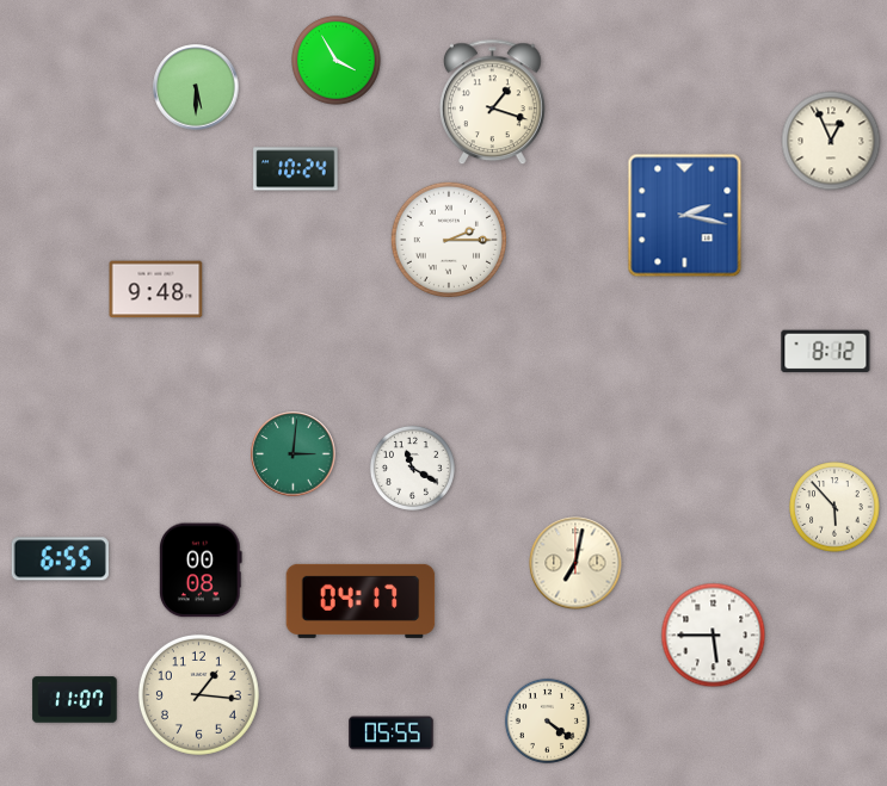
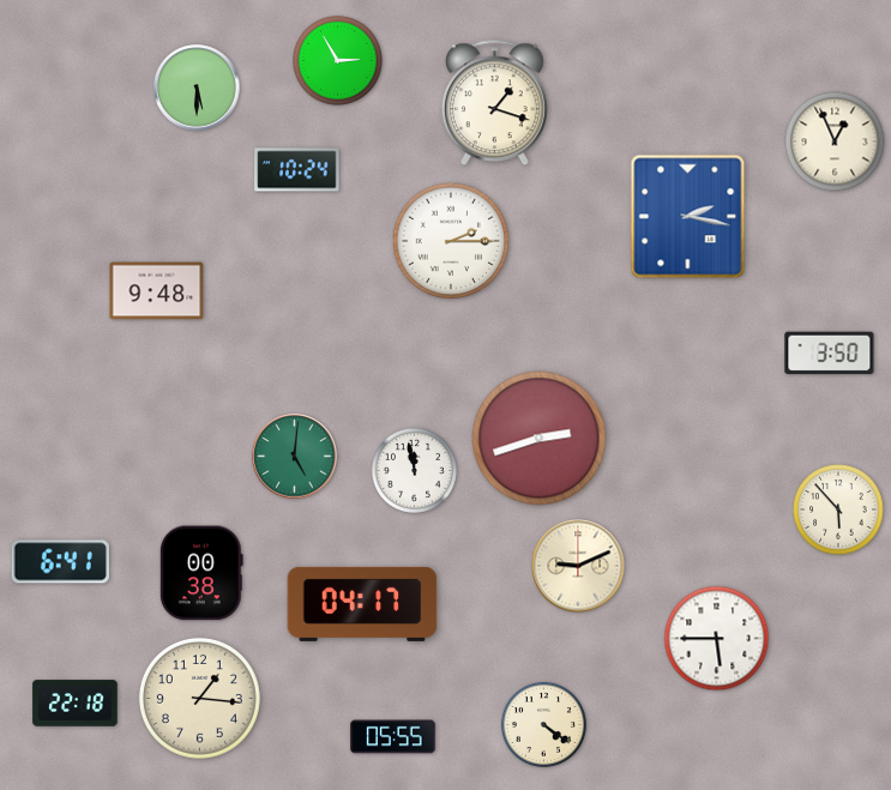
clock at (337, 61): 3:55 -> 2:55
clock at (826, 352): 8:12 -> 3:50
clock at (540, 439): none -> 2:42
clock at (294, 454): 3:01 -> 5:01
clock at (412, 468): 11:20 -> 11:58
clock at (60, 559): 6:55 -> 6:41
clock at (575, 563): 7:02 -> 9:11
clock at (201, 570): 00:08 -> 00:38
clock at (75, 700): 11:07 -> 22:18
clock at (547, 720) position: (547, 720) -> (543, 724)
